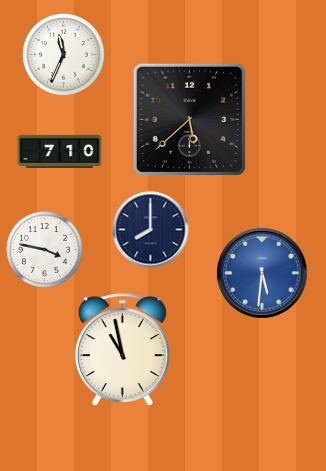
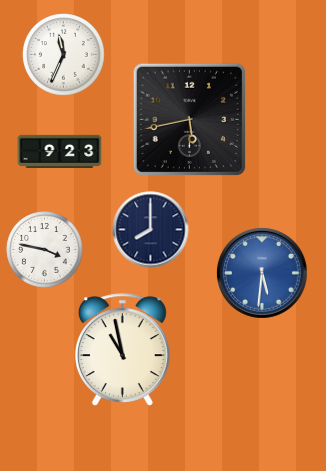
clock at (189, 119): 5:38 -> 5:43
clock at (60, 151): 7:10 -> 9:23
